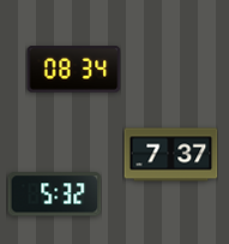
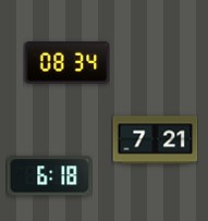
clock at (170, 155): 7:37 -> 7:21
clock at (54, 195): 5:32 -> 6:18
